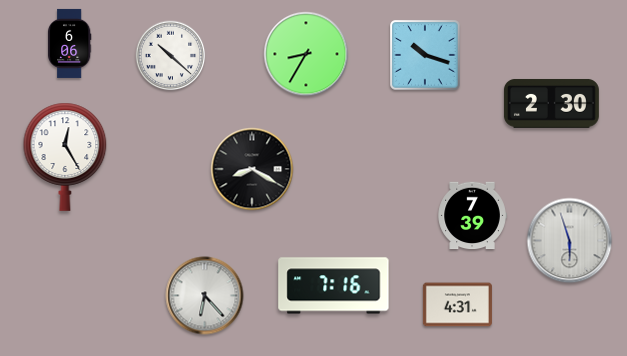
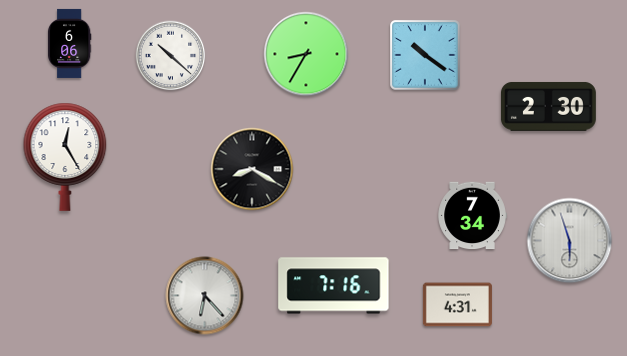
clock at (425, 55): 10:18 -> 10:21
clock at (551, 103) position: (551, 103) -> (548, 106)
clock at (472, 216): 7:39 -> 7:34
